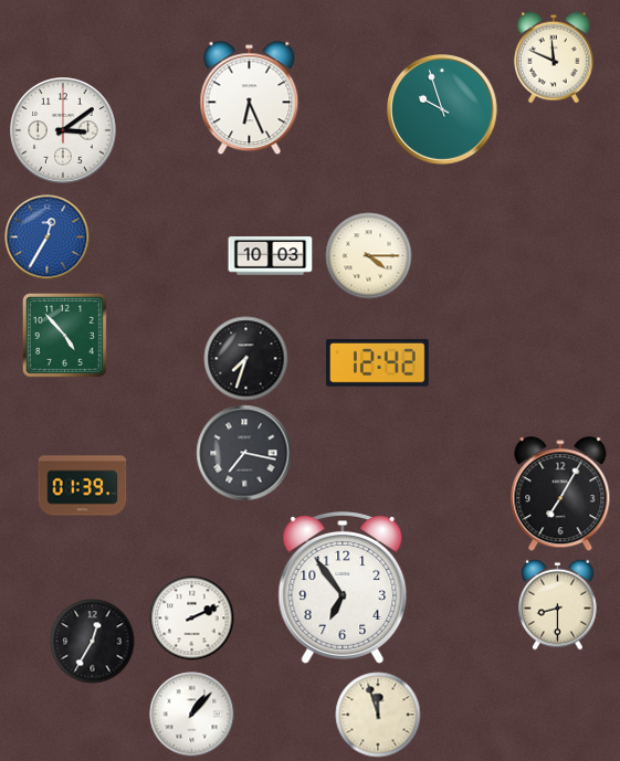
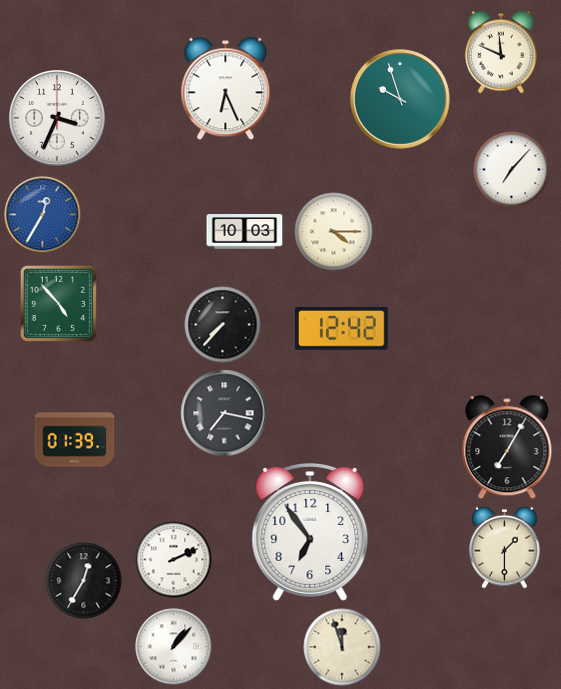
clock at (63, 130): 3:09 -> 3:34
clock at (512, 170): none -> 7:07
clock at (246, 359): 7:33 -> 7:37
clock at (244, 453) position: (244, 453) -> (224, 413)
clock at (558, 604): 8:30 -> 1:30
